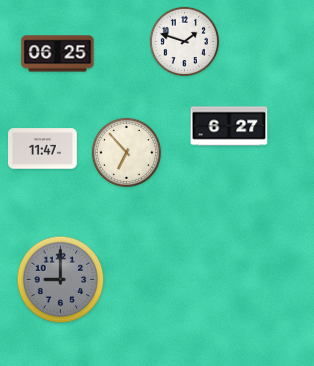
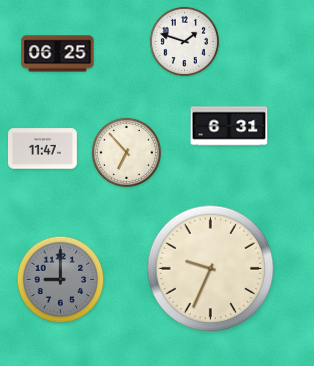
clock at (229, 126): 6:27 -> 6:31
clock at (211, 269): none -> 9:34
